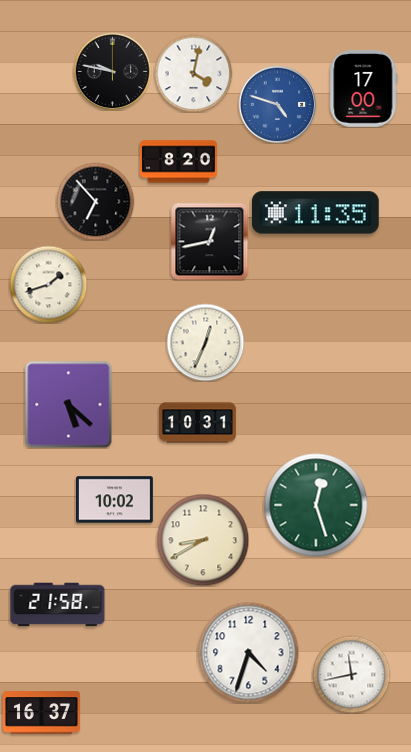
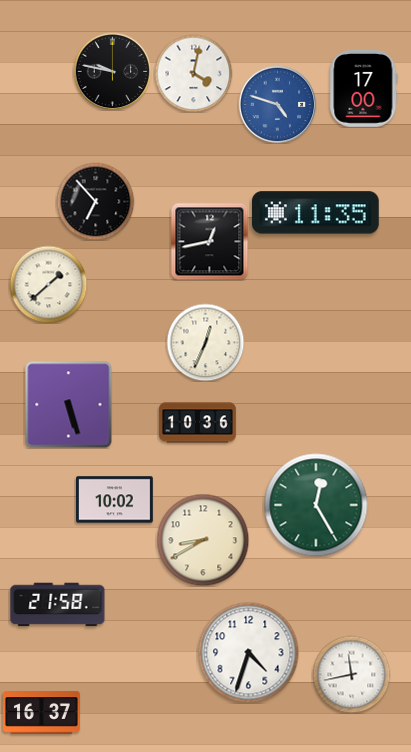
clock at (179, 162): 8:20 -> none
clock at (48, 284): 1:42 -> 1:38
clock at (68, 404): 5:22 -> 5:27
clock at (198, 423): 10:31 -> 10:36
clock at (316, 505): 12:27 -> 12:25
